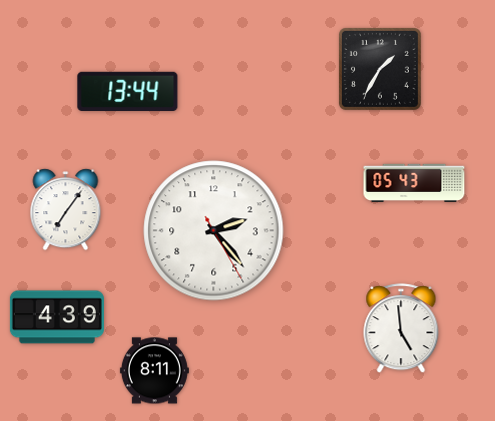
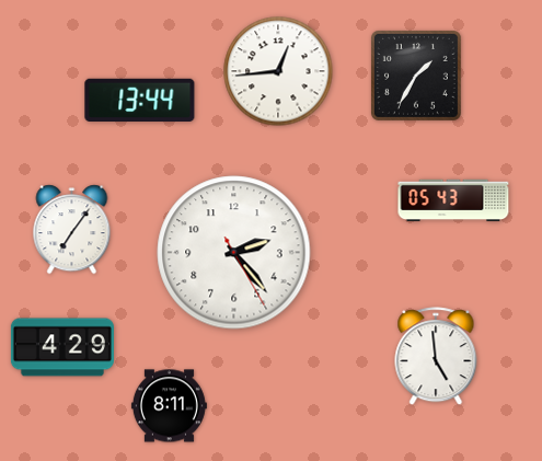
clock at (278, 71): none -> 12:44
clock at (57, 317): 4:39 -> 4:29
clock at (401, 329) position: (401, 329) -> (436, 357)
